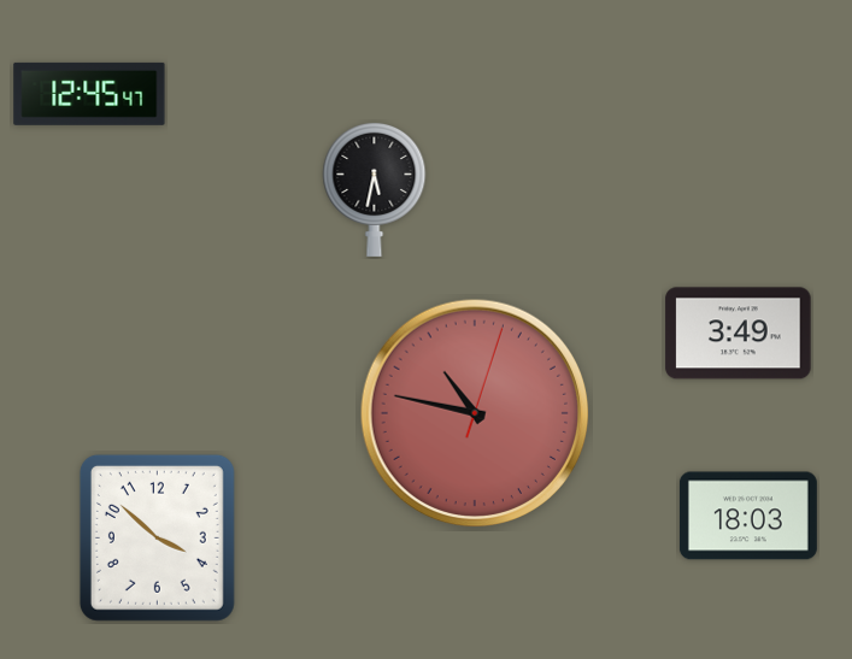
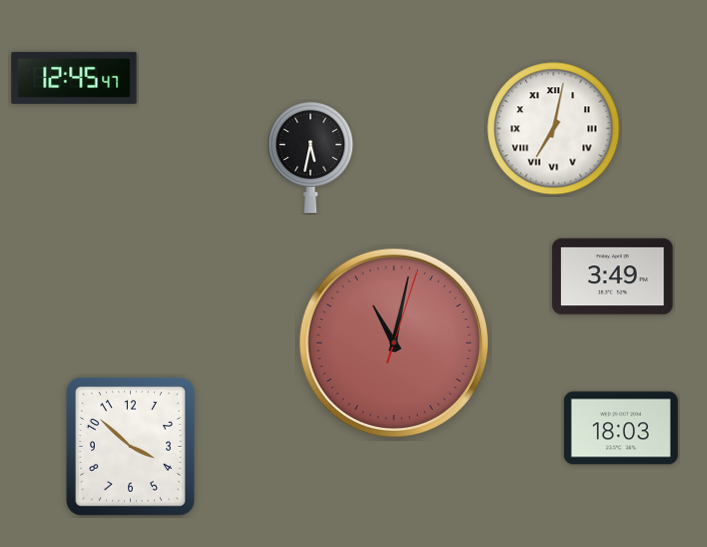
clock at (554, 129): none -> 7:02
clock at (474, 412): 10:47 -> 11:02
